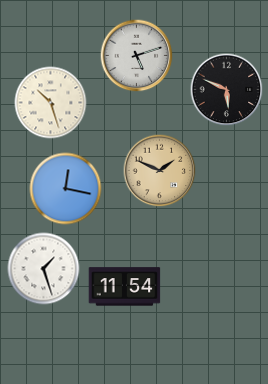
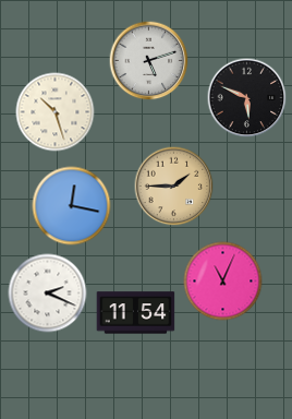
clock at (160, 171): 1:49 -> 1:45
clock at (223, 282): none -> 11:04
clock at (44, 269): 1:27 -> 2:19
